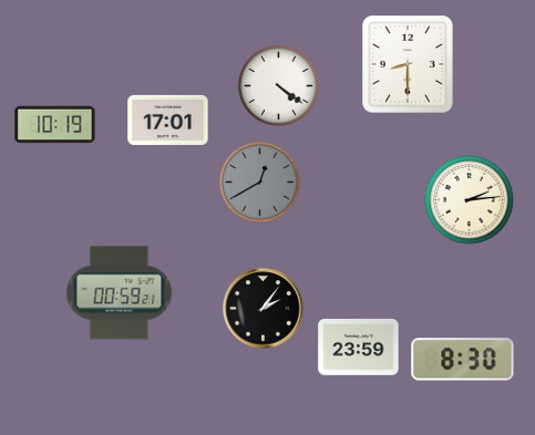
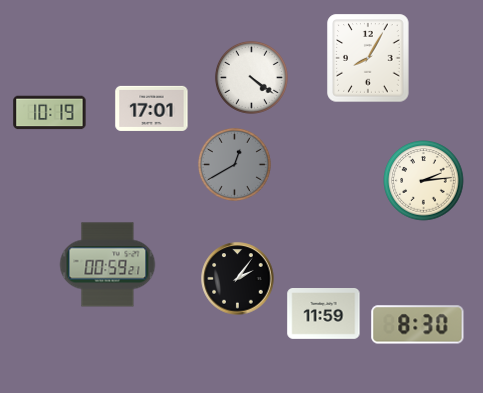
clock at (408, 64): 8:30 -> 8:05
clock at (359, 348): 23:59 -> 11:59
